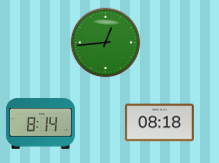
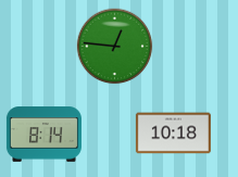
clock at (106, 43): 12:44 -> 12:46
clock at (159, 123): 08:18 -> 10:18
